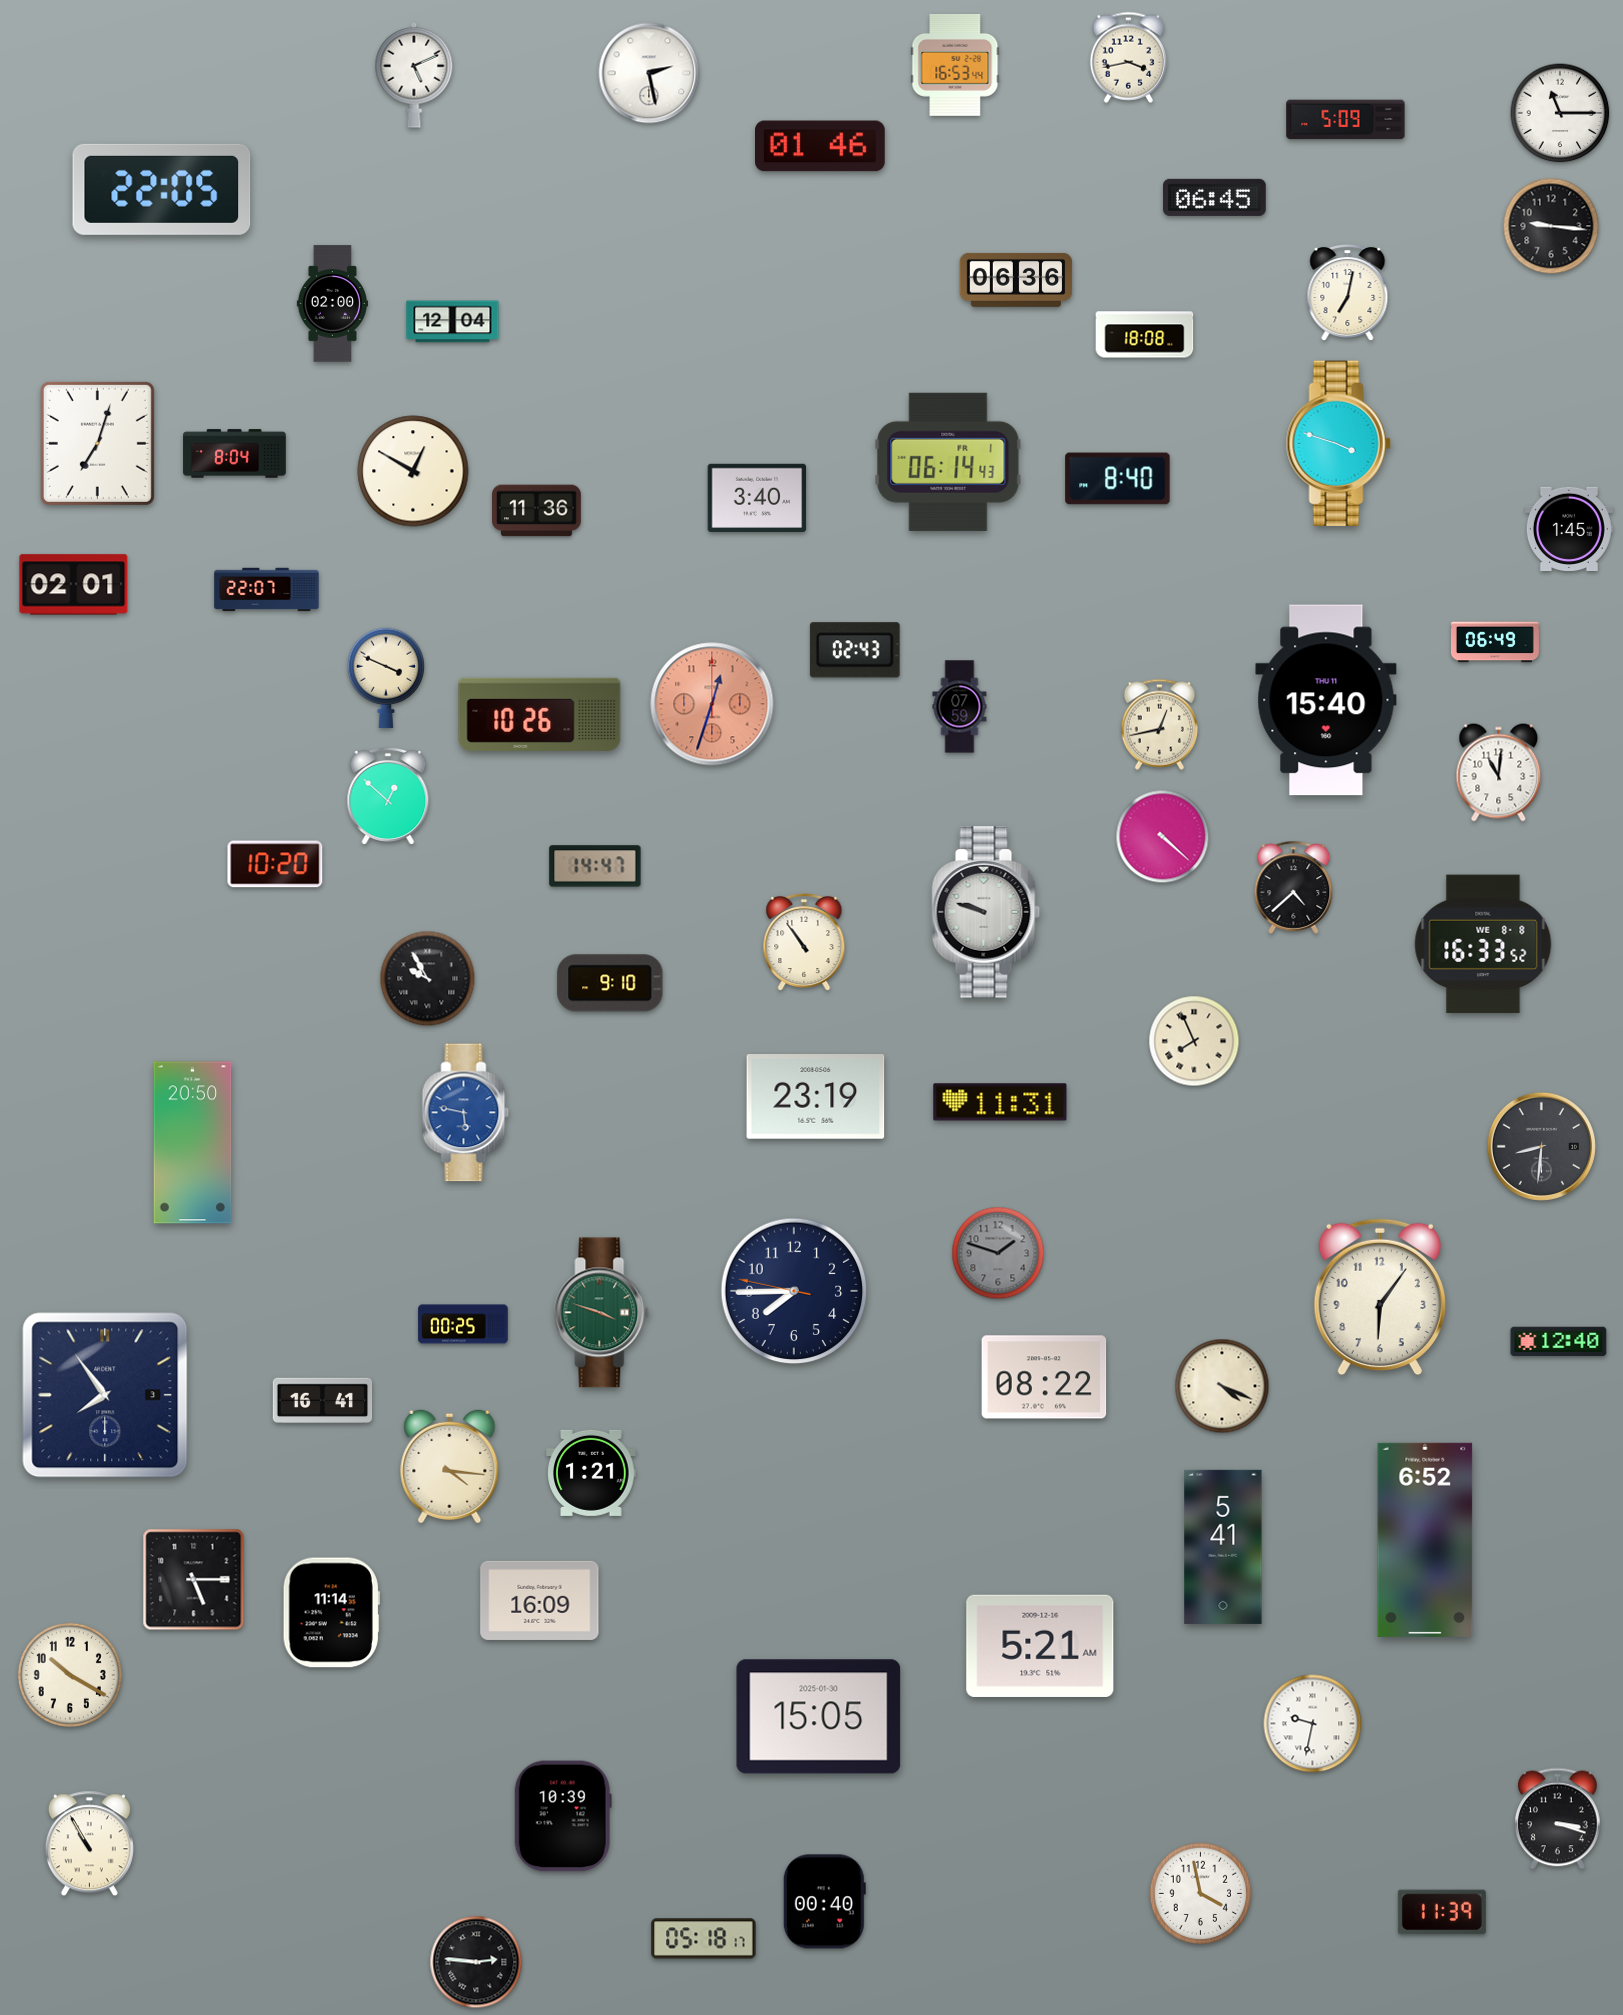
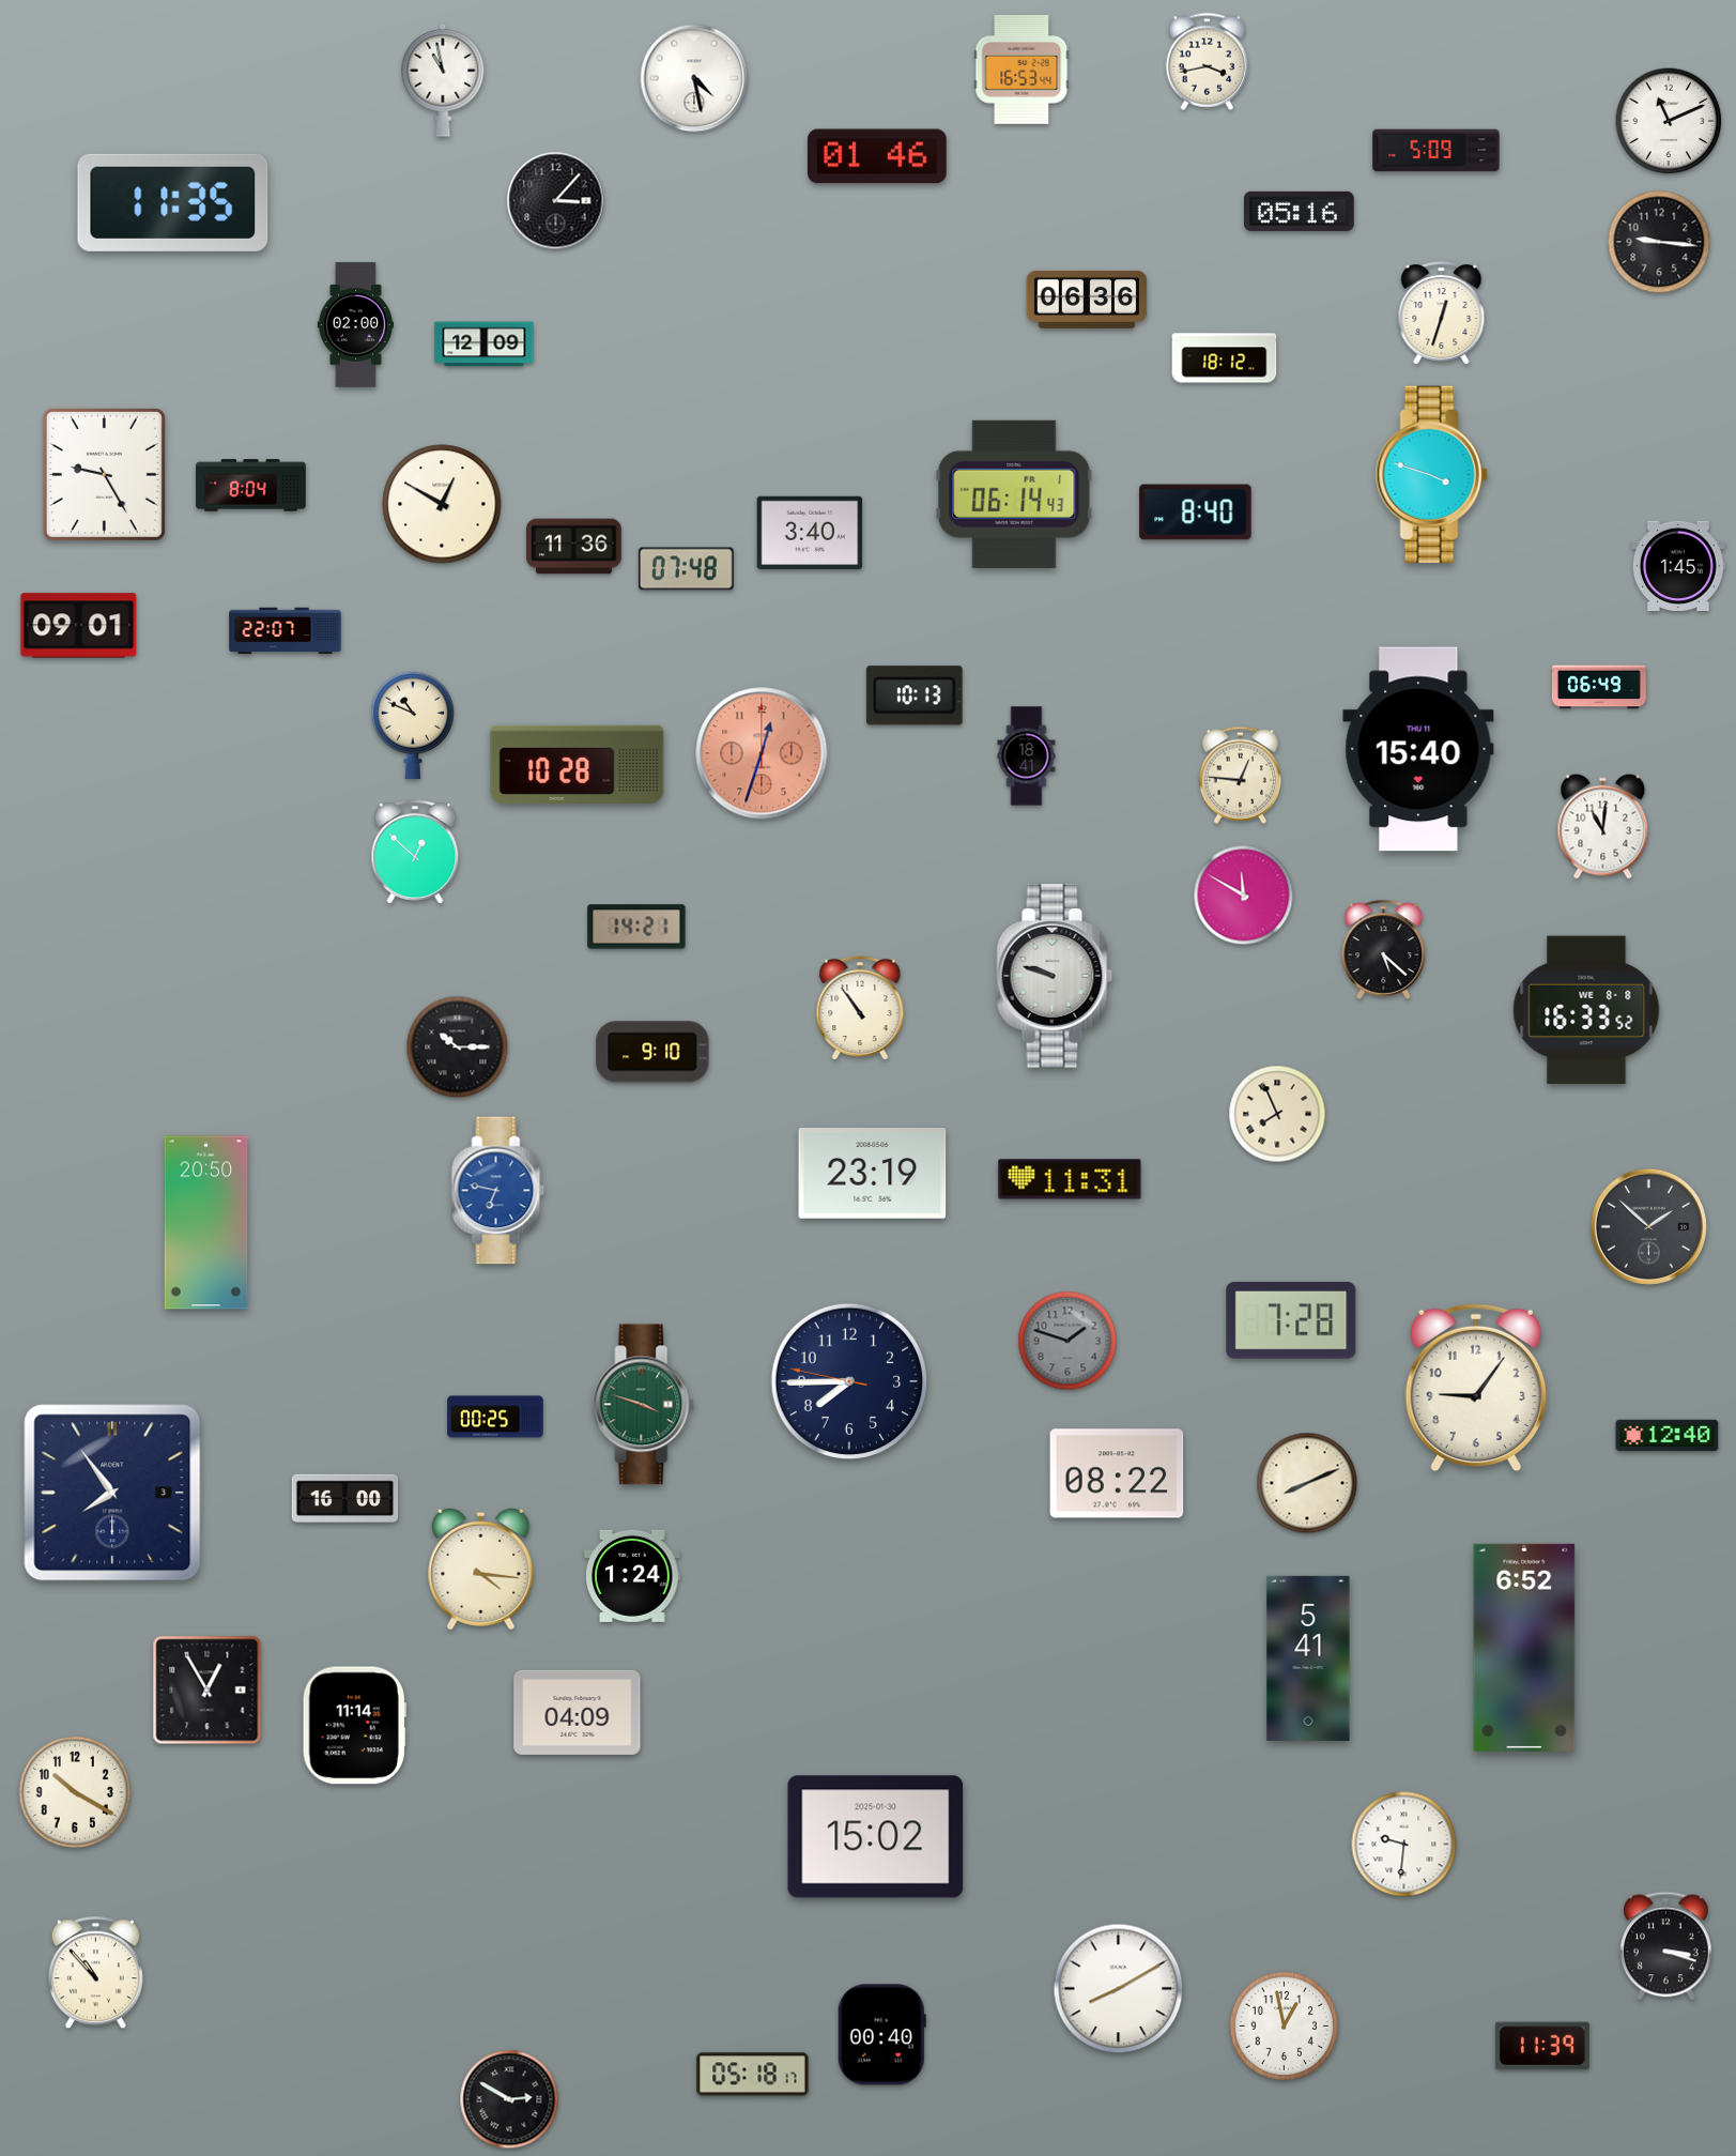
clock at (649, 73): 2:28 -> 4:28
clock at (414, 75): 5:11 -> 10:58
clock at (1560, 113): 11:15 -> 11:11
clock at (1346, 120) position: (1346, 120) -> (1437, 151)
clock at (556, 201): none -> 3:07
clock at (162, 189): 22:05 -> 11:35
clock at (1215, 197): 06:45 -> 05:16
clock at (1348, 293): 7:02 -> 12:33
clock at (453, 322): 12:04 -> 12:09
clock at (1145, 335): 18:08 -> 18:12
clock at (97, 443): 7:03 -> 9:25
clock at (686, 569): none -> 07:48
clock at (74, 585): 02:01 -> 09:01
clock at (855, 650): 02:43 -> 10:13
clock at (386, 678): 3:49 -> 10:49
clock at (960, 707): 07:59 -> 18:41
clock at (540, 714): 10:26 -> 10:28
clock at (1159, 724): 12:43 -> 12:46
clock at (1163, 837): 4:22 -> 11:50
clock at (275, 864): 10:20 -> none
clock at (595, 866): 14:47 -> 14:21
clock at (1294, 887): 4:38 -> 5:22
clock at (428, 979): 9:55 -> 10:15
clock at (466, 1113): 5:47 -> 6:47
clock at (1541, 1146): 8:31 -> 1:52
clock at (1291, 1321): none -> 7:28
clock at (1380, 1297): 6:06 -> 9:06
clock at (1222, 1386): 4:19 -> 8:11
clock at (323, 1401): 16:41 -> 16:00
clock at (591, 1473): 1:21 -> 1:24
clock at (1223, 1547) position: (1223, 1547) -> (1308, 1658)
clock at (194, 1580): 5:15 -> 12:55
clock at (540, 1600): 16:09 -> 04:09
clock at (1040, 1646): 5:21 -> none
clock at (819, 1717): 15:05 -> 15:02
clock at (1313, 1724): 9:32 -> 9:31
clock at (563, 1816): 10:39 -> none
clock at (89, 1844): 10:55 -> 10:53
clock at (1119, 1989): none -> 8:10
clock at (1201, 1894): 3:58 -> 12:58
clock at (476, 1962): 2:46 -> 2:50
